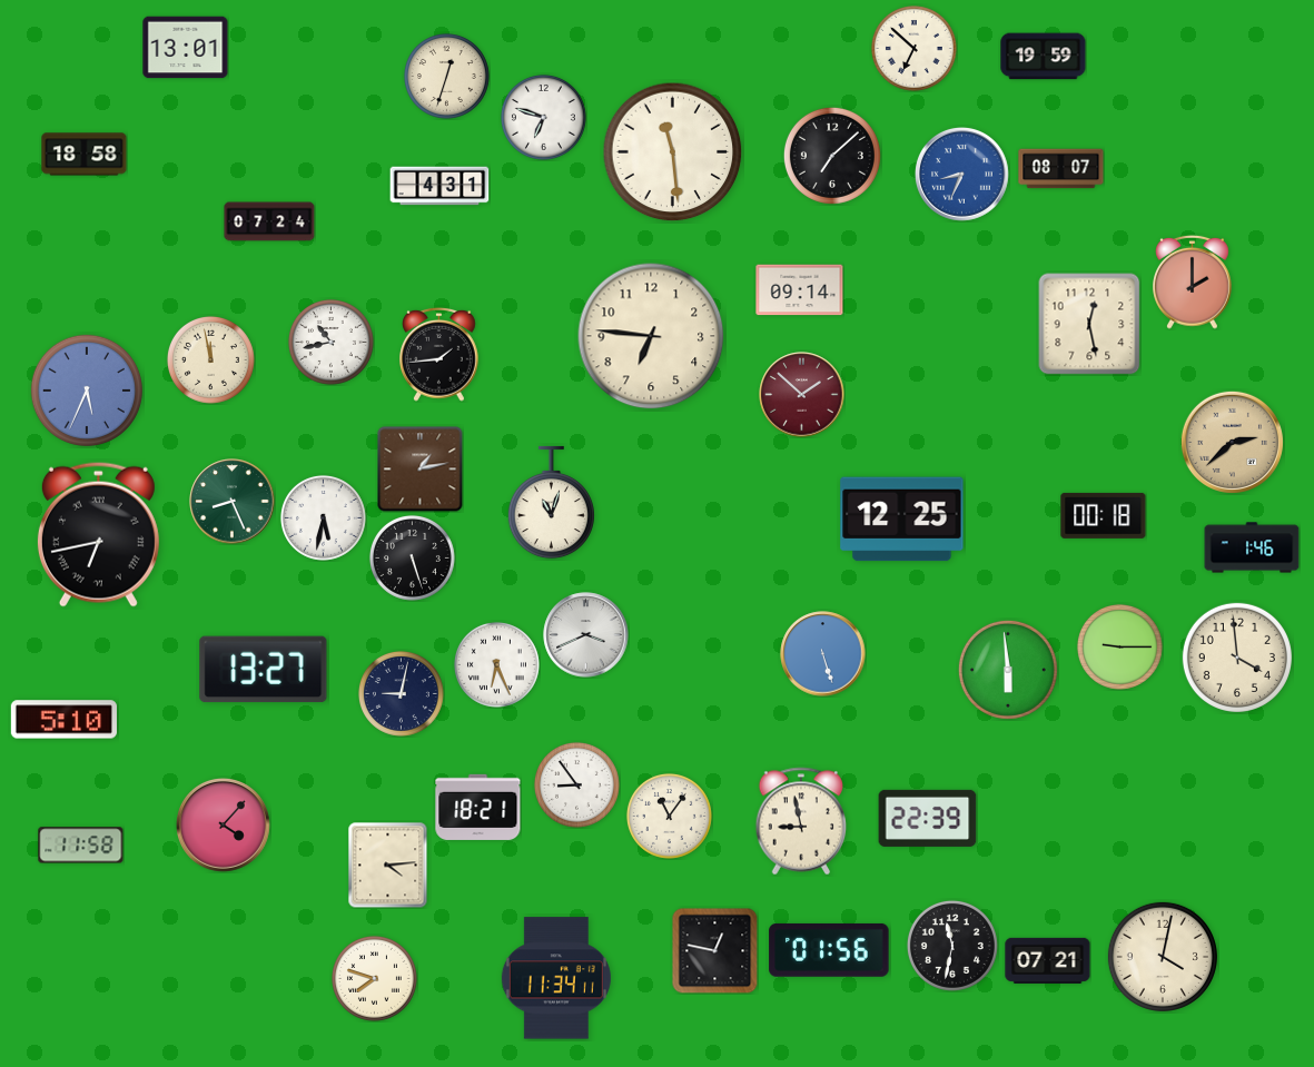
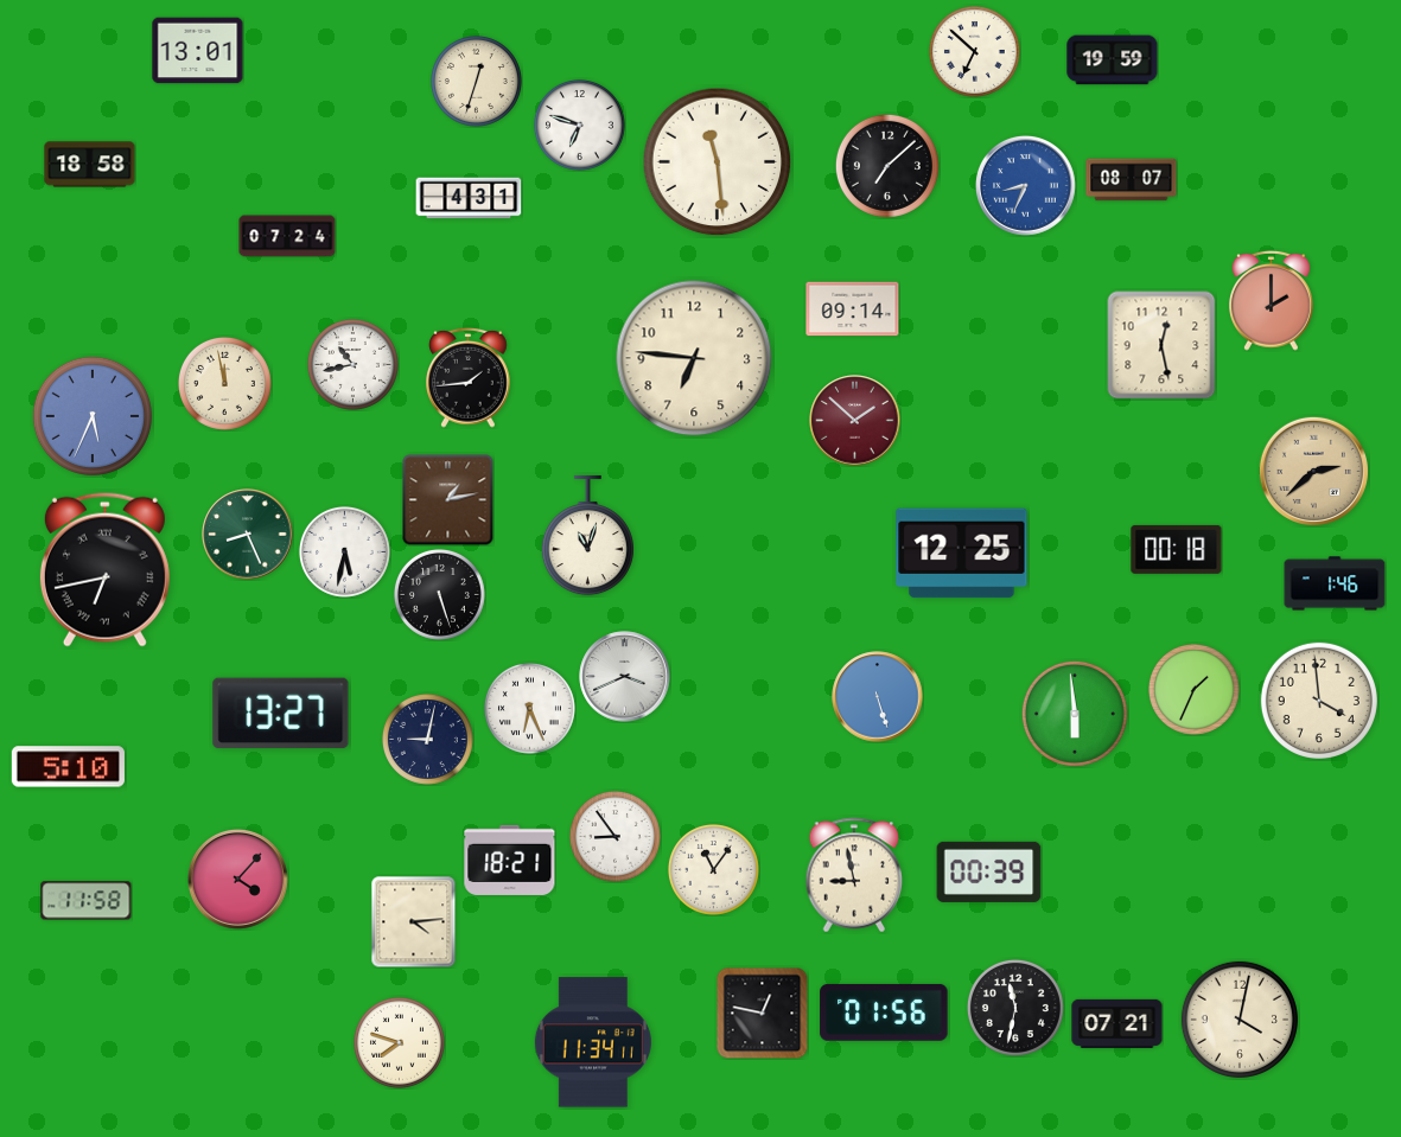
clock at (1119, 646): 9:15 -> 1:34
clock at (928, 818): 22:39 -> 00:39
